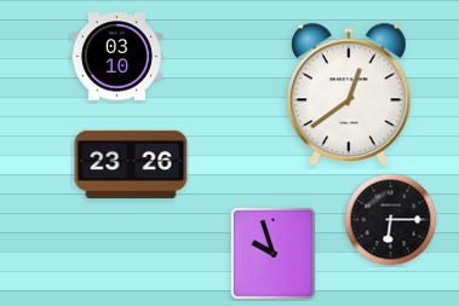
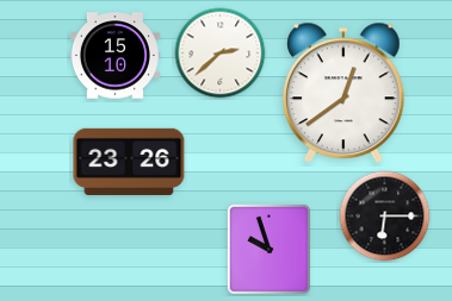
clock at (221, 54): none -> 2:38
clock at (116, 57): 03:10 -> 15:10
